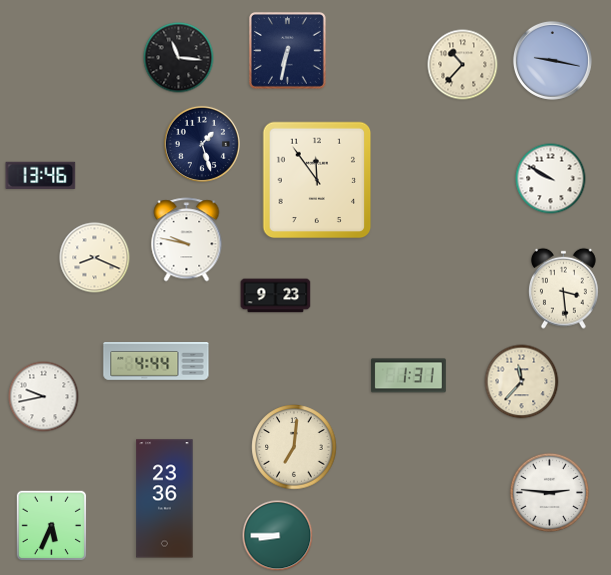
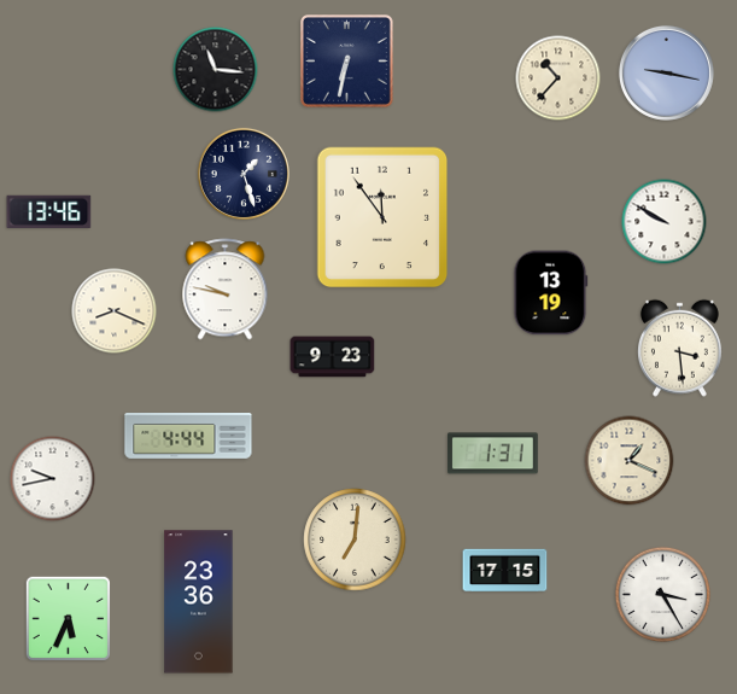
clock at (551, 179) position: (551, 179) -> (665, 222)
clock at (551, 293): none -> 13:19
clock at (522, 382): 11:37 -> 1:19
clock at (505, 571): none -> 17:15
clock at (549, 492): 2:46 -> 3:25
clock at (52, 526) position: (52, 526) -> (69, 619)
clock at (278, 536): 8:45 -> none
